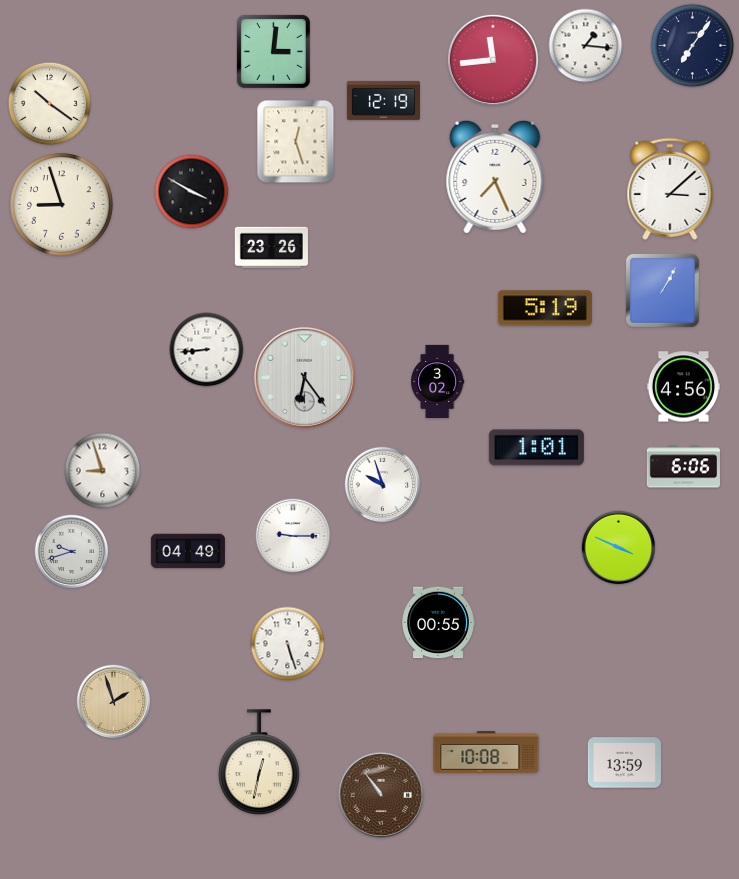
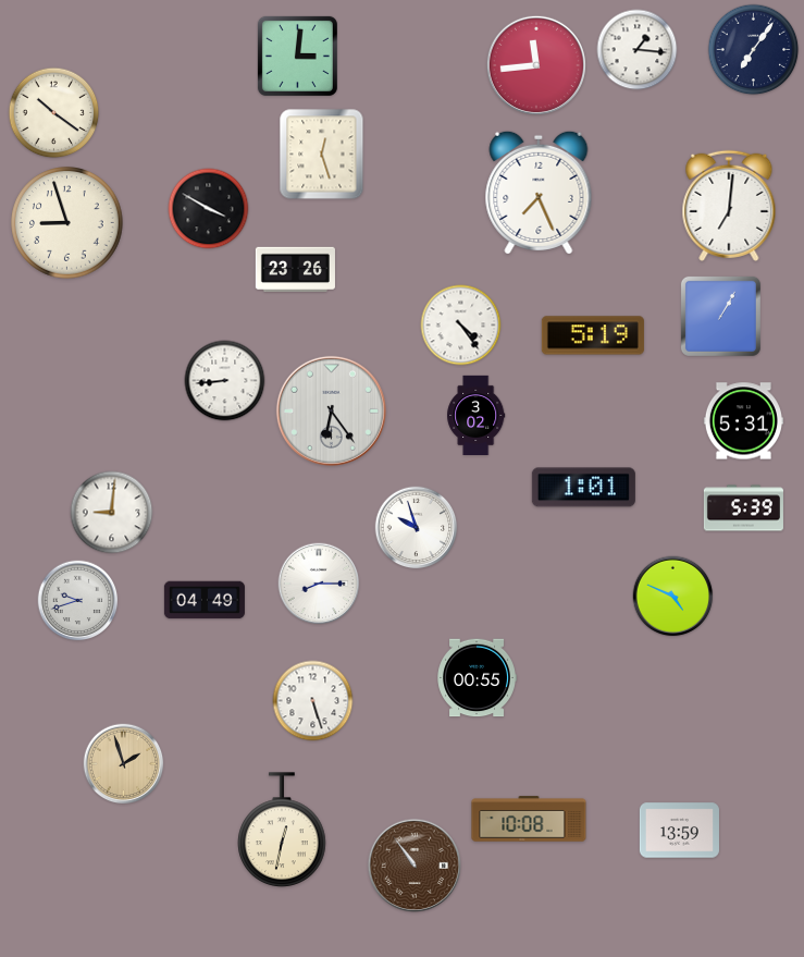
clock at (383, 100): 12:19 -> none
clock at (670, 189): 3:08 -> 7:01
clock at (461, 326): none -> 4:24
clock at (683, 387): 4:56 -> 5:31
clock at (683, 467): 6:06 -> 5:39
clock at (103, 471): 8:57 -> 9:01
clock at (293, 536): 9:15 -> 8:15
clock at (619, 548): 3:49 -> 4:49
